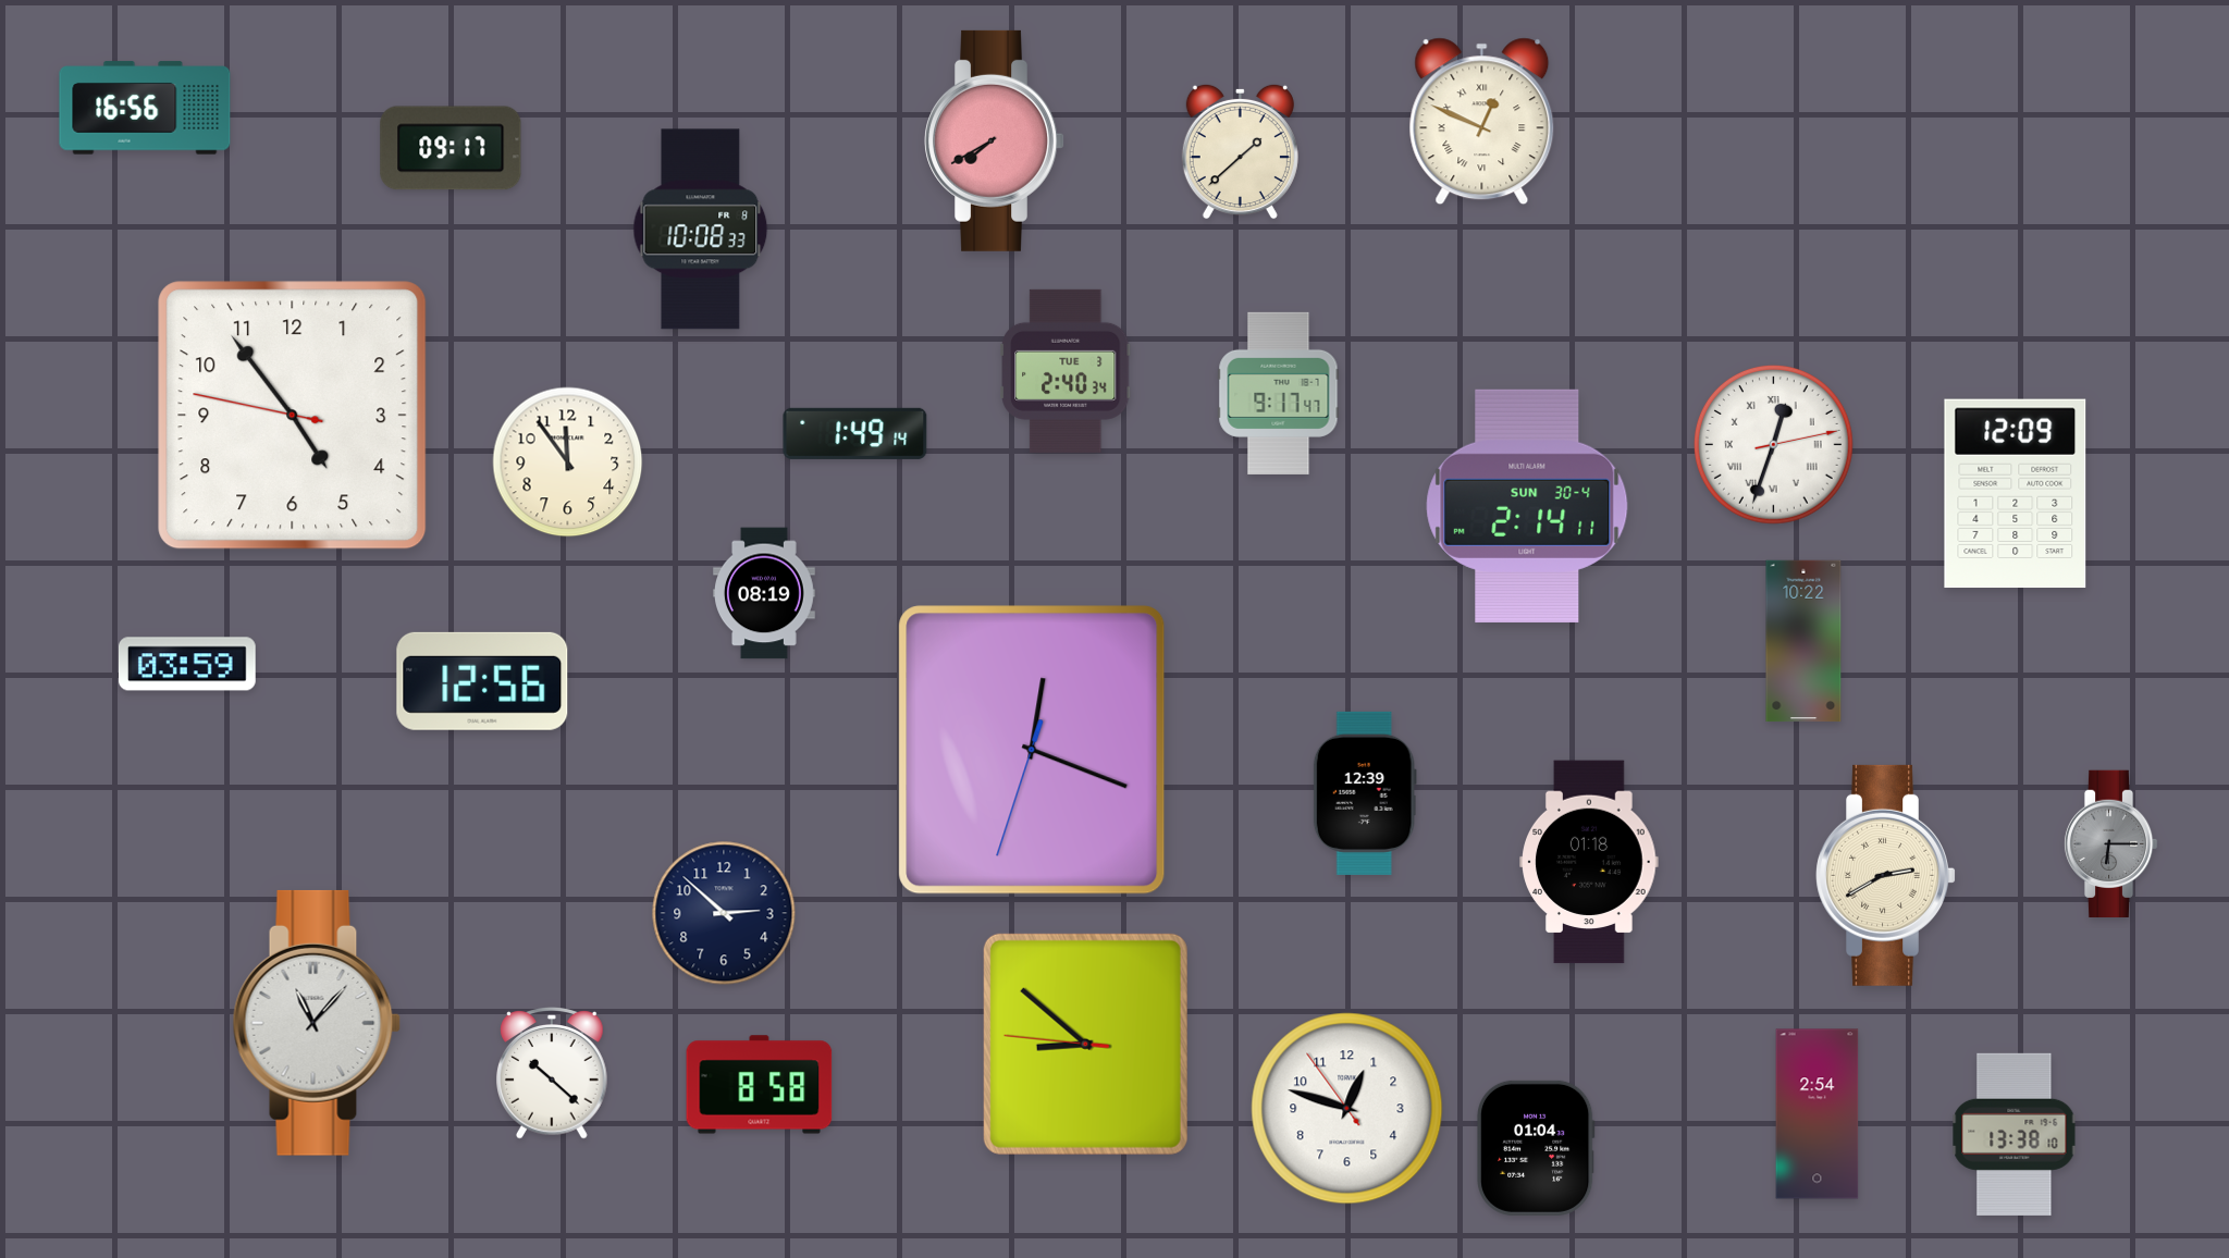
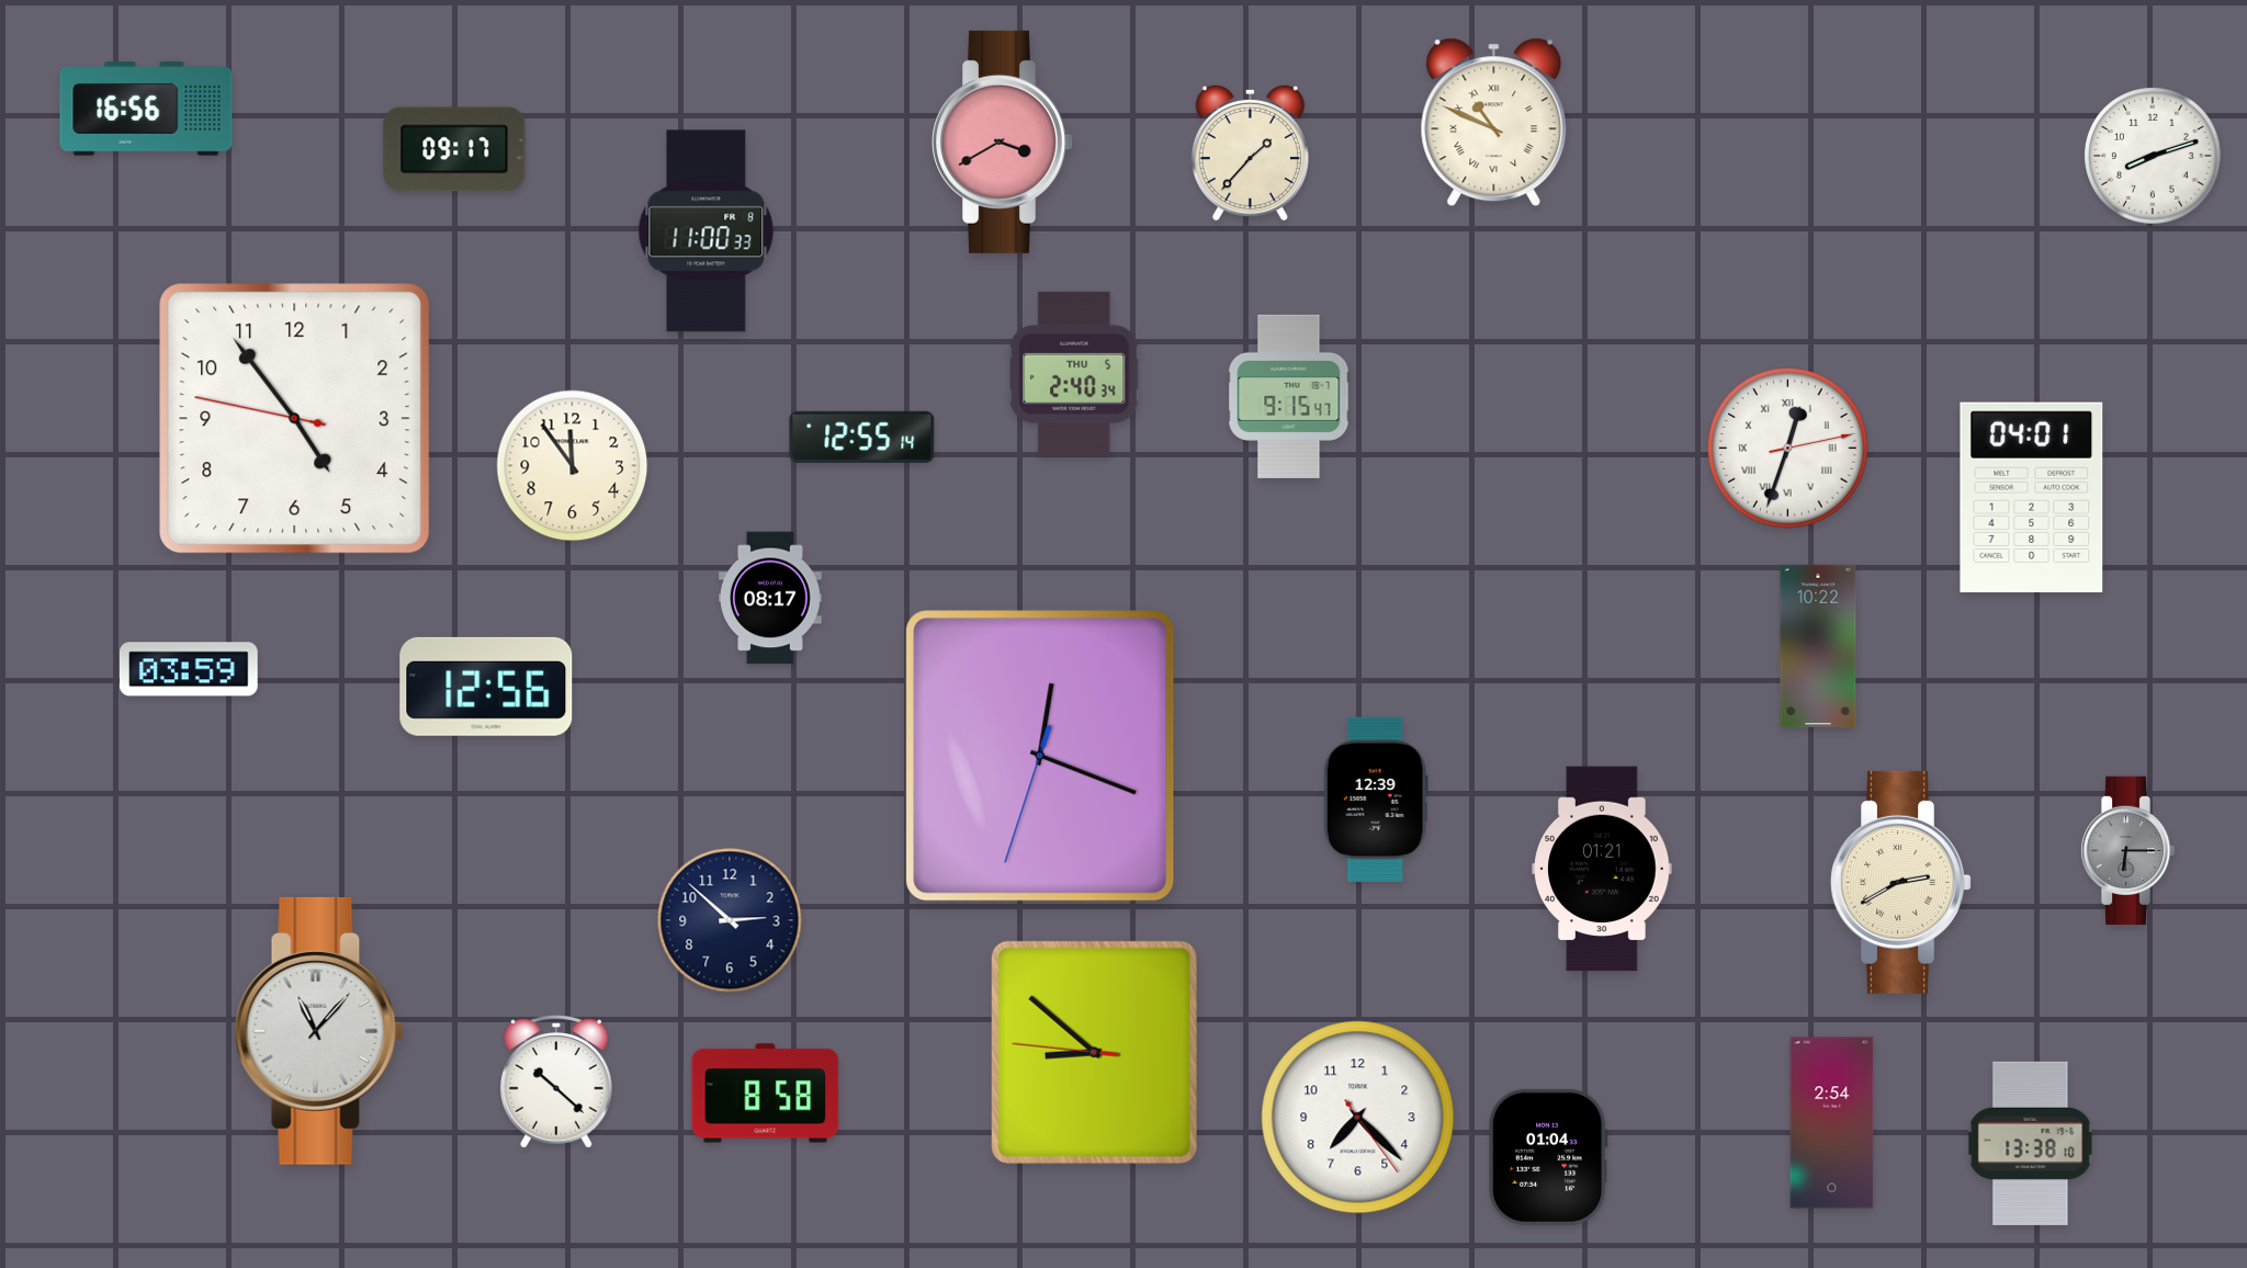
clock at (1482, 122): 12:49 -> 10:49
clock at (994, 140): 7:40 -> 3:40
clock at (1240, 151): 1:38 -> 1:37
clock at (2154, 157): none -> 8:12
clock at (701, 230): 10:08 -> 11:00
clock at (1066, 371) date: TUE 3 -> THU 5
clock at (1279, 393): 9:17 -> 9:15
clock at (855, 433): 1:49 -> 12:55
clock at (2016, 494): 12:09 -> 04:01
clock at (1527, 506): 2:14 -> none
clock at (765, 593): 08:19 -> 08:17
clock at (1589, 862): 01:18 -> 01:21
clock at (1347, 1109): 12:47 -> 7:22
